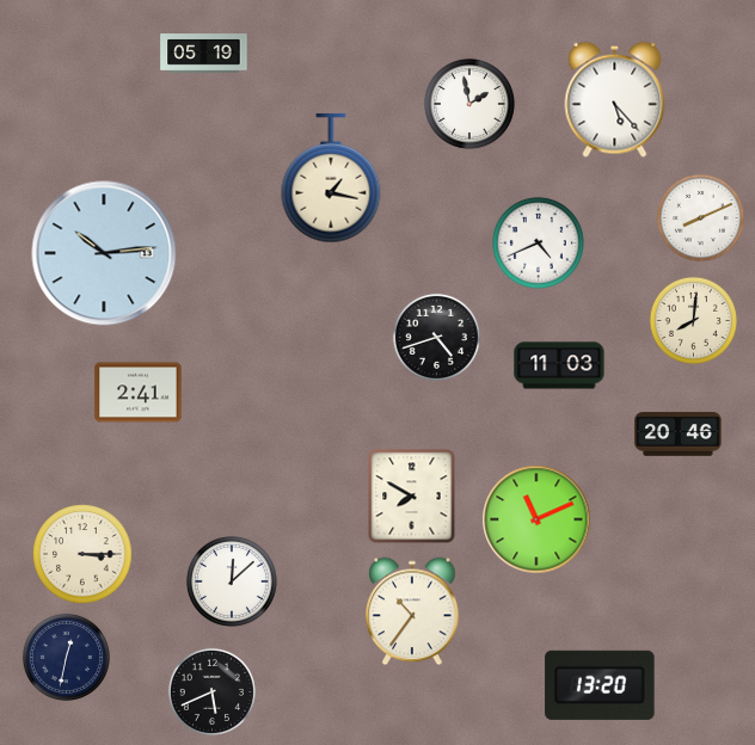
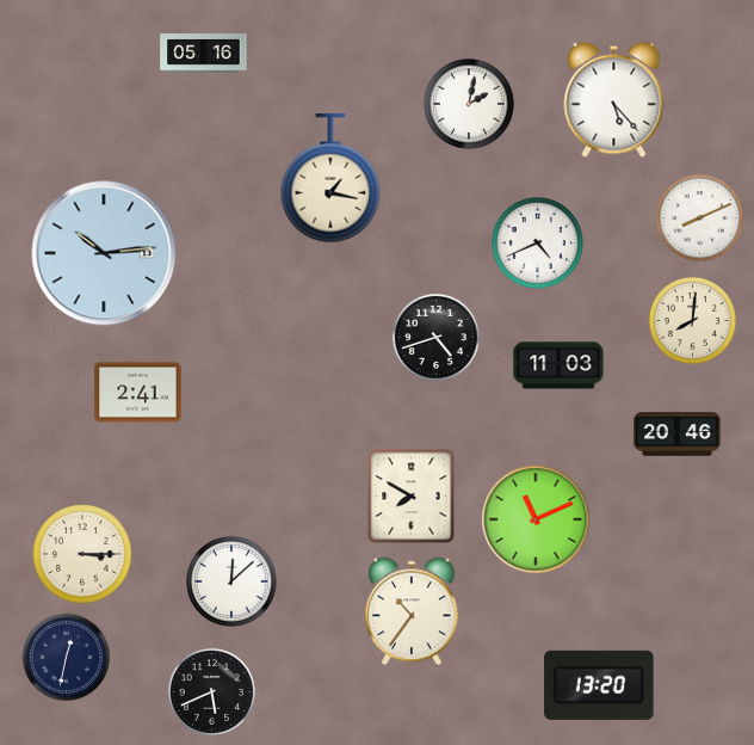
clock at (204, 54): 05:19 -> 05:16
clock at (469, 104): 1:58 -> 2:02
